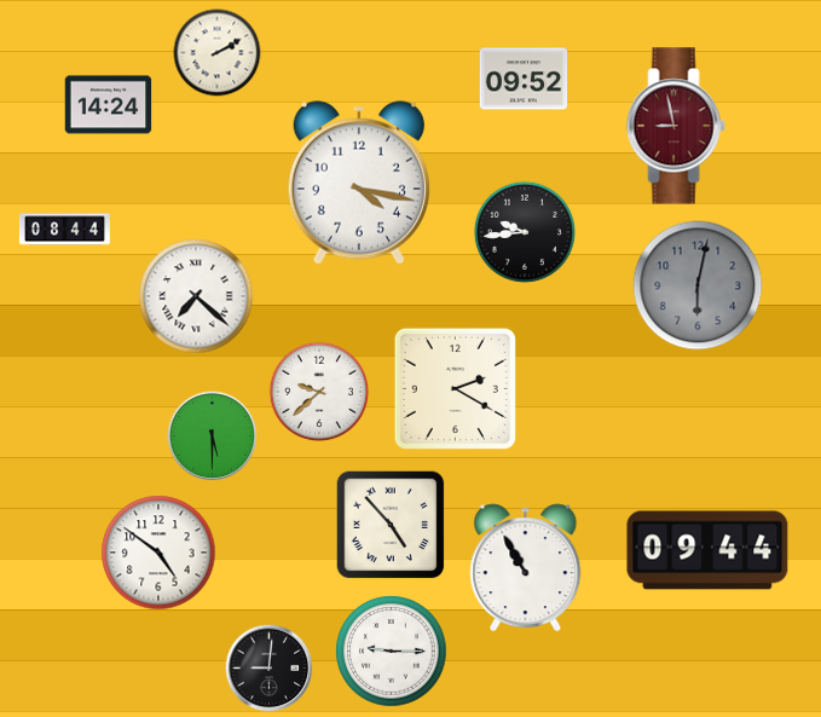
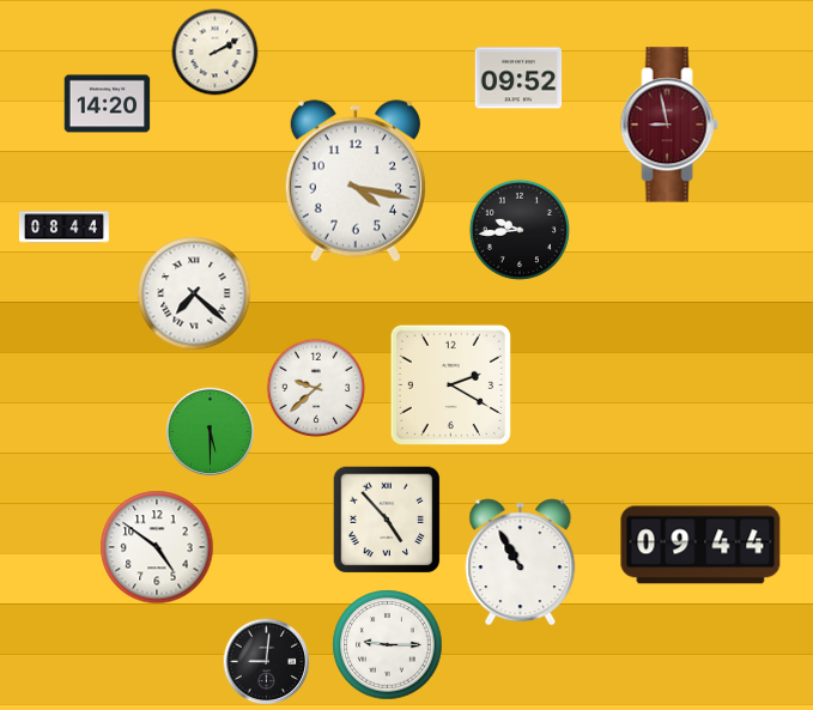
clock at (109, 105): 14:24 -> 14:20
clock at (698, 285): 6:02 -> none
